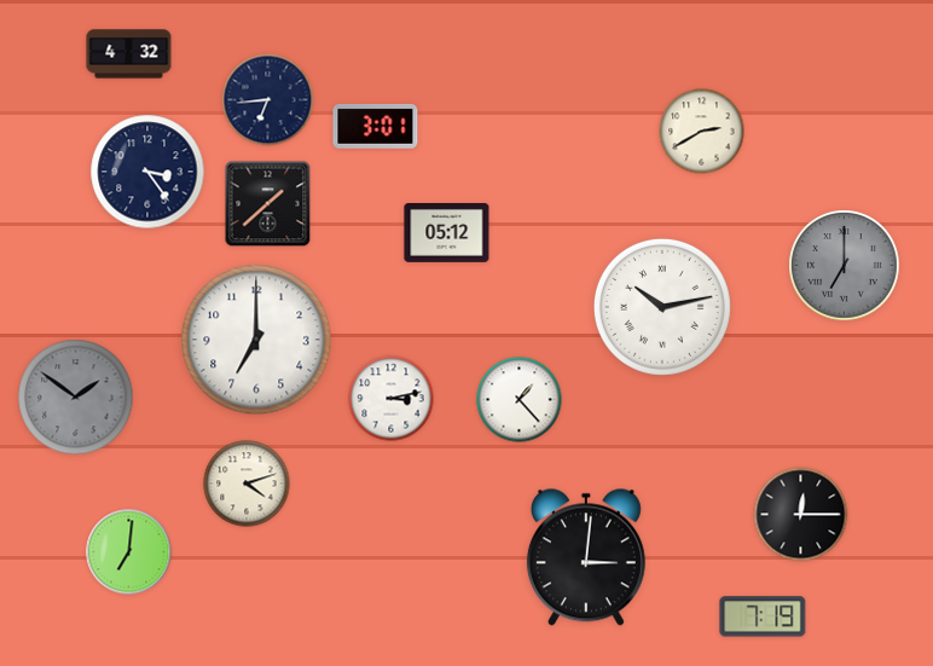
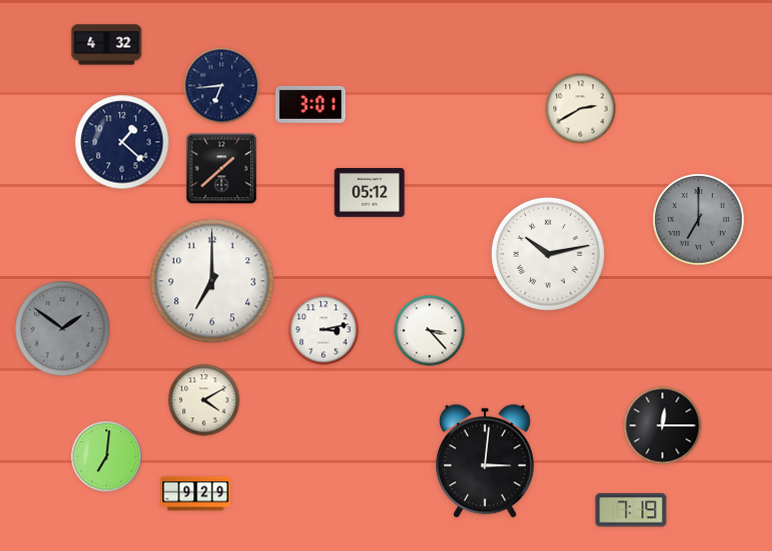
clock at (268, 100) position: (268, 100) -> (222, 86)
clock at (147, 172): 3:24 -> 1:22
clock at (520, 400): 1:23 -> 3:23
clock at (247, 483): 4:12 -> 4:10
clock at (196, 494): none -> 9:29
